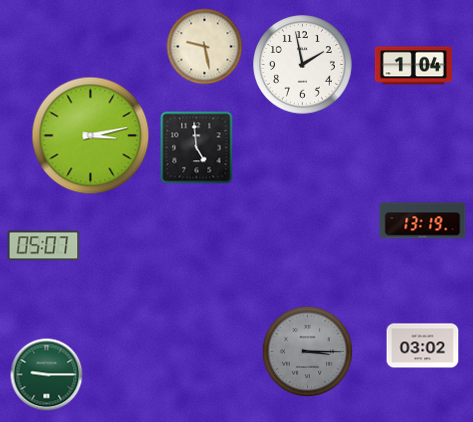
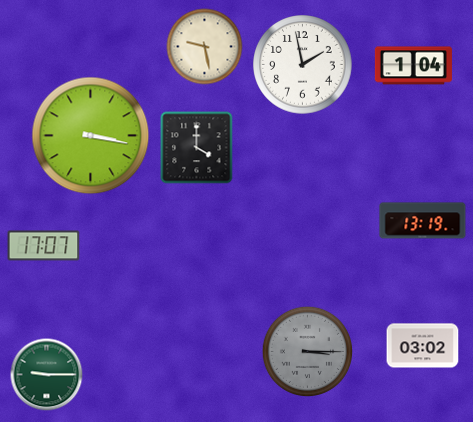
clock at (91, 136): 3:13 -> 3:17
clock at (197, 148): 4:59 -> 4:00
clock at (44, 246): 05:07 -> 17:07
